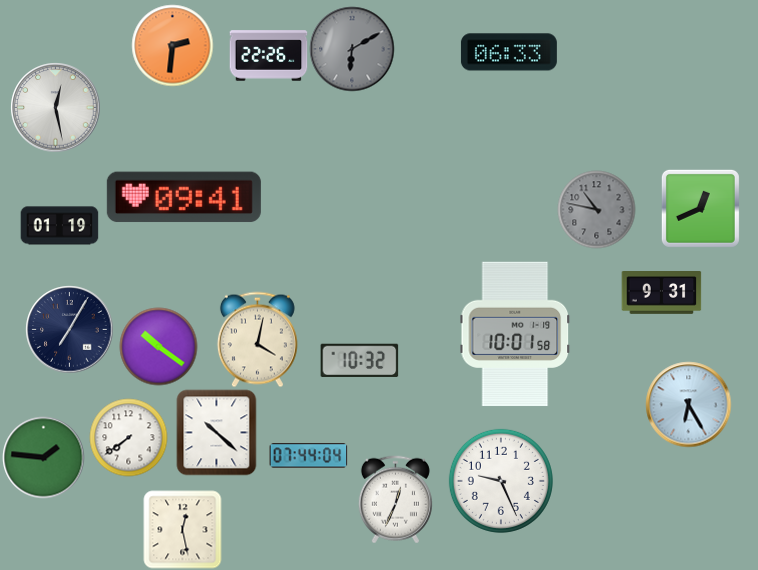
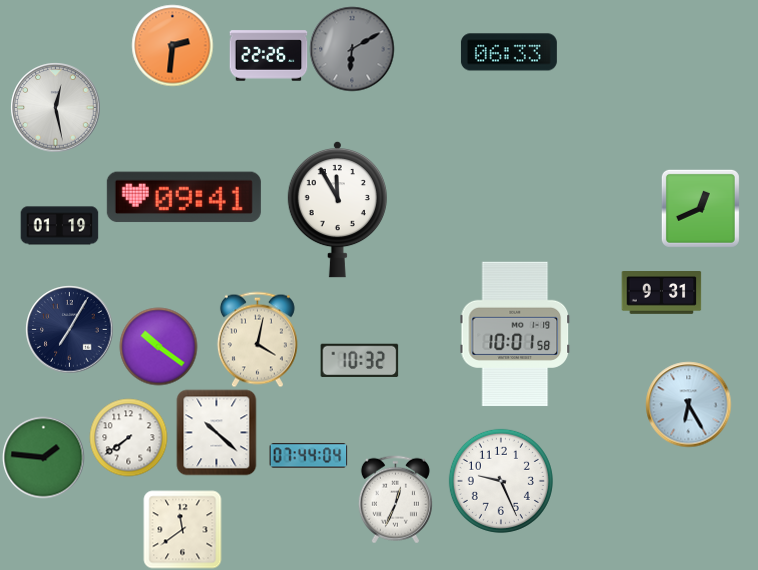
clock at (337, 209): none -> 11:55
clock at (596, 209): 10:47 -> none
clock at (182, 529): 12:28 -> 11:39
